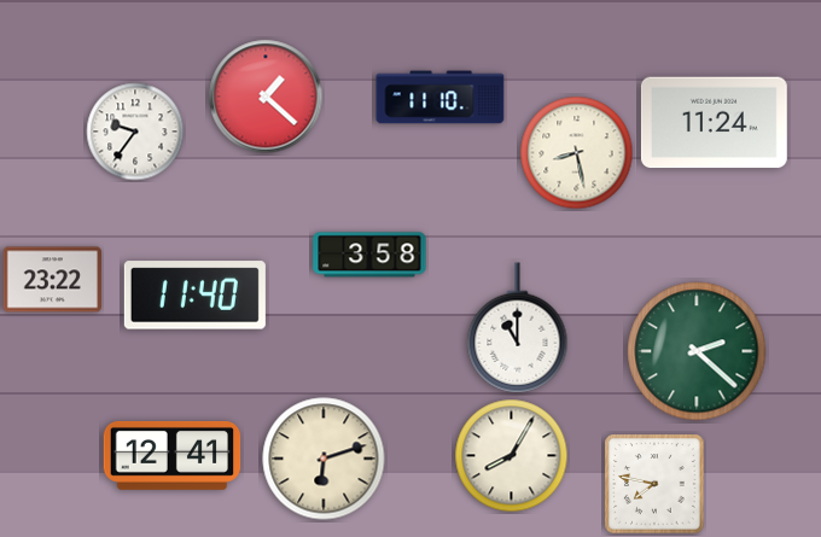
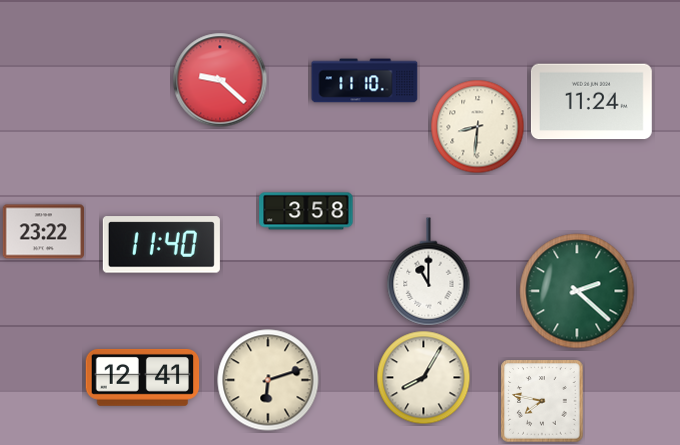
clock at (266, 97): 1:22 -> 9:22
clock at (135, 132): 9:36 -> none
clock at (577, 153): 8:28 -> 8:31
